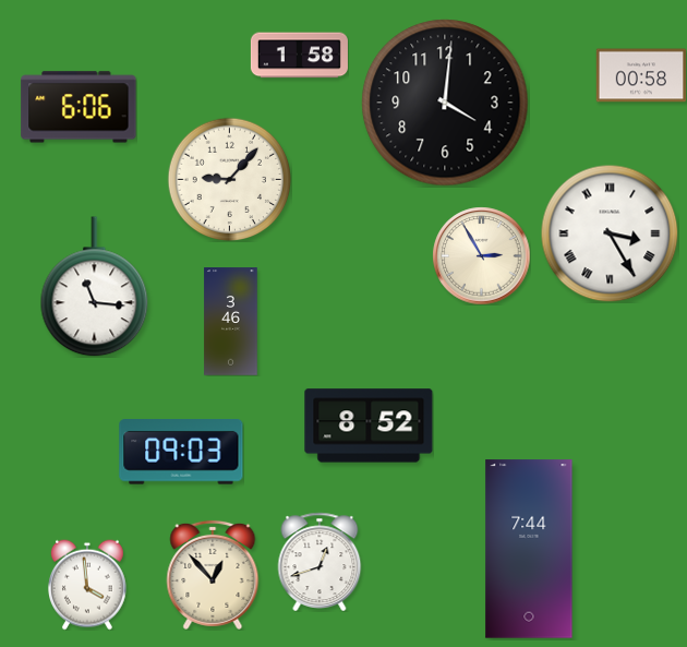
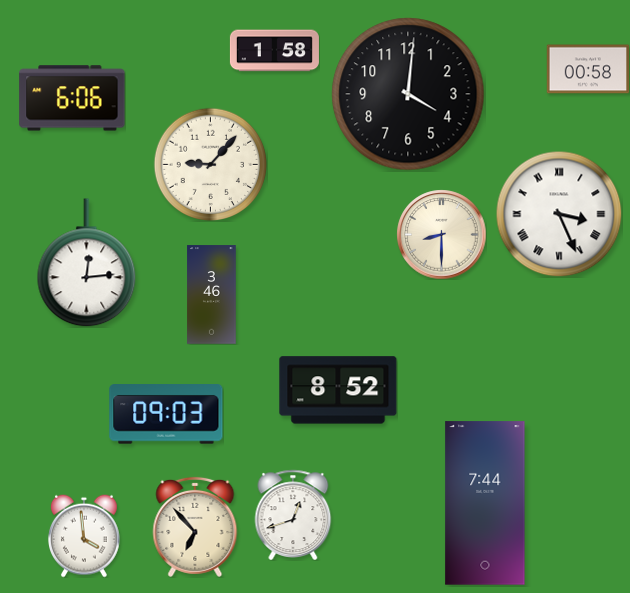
clock at (610, 233): 3:25 -> 3:26
clock at (481, 255): 2:55 -> 8:30
clock at (95, 287): 11:16 -> 12:14
clock at (213, 575): 12:53 -> 6:53
clock at (88, 585) position: (88, 585) -> (85, 536)
